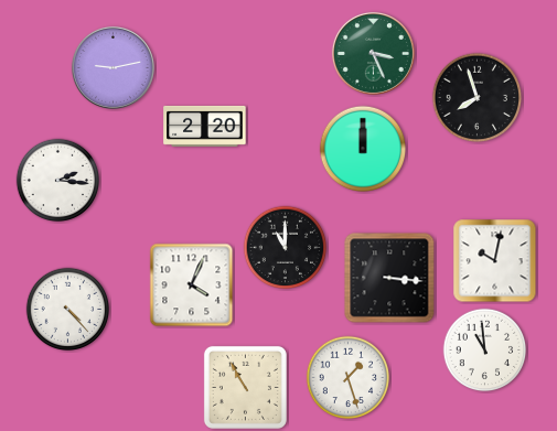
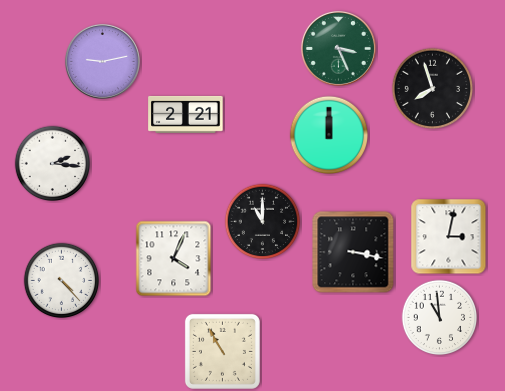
clock at (205, 126): 2:20 -> 2:21
clock at (286, 248) position: (286, 248) -> (263, 222)
clock at (495, 261): 10:02 -> 3:02
clock at (389, 278): 3:16 -> 3:17
clock at (349, 378): 1:27 -> none
